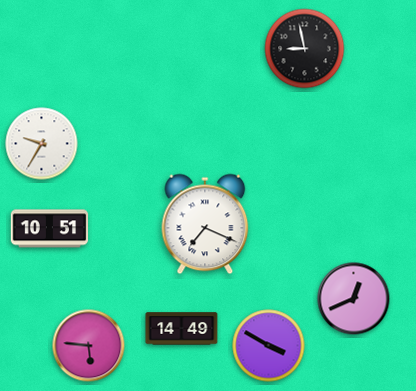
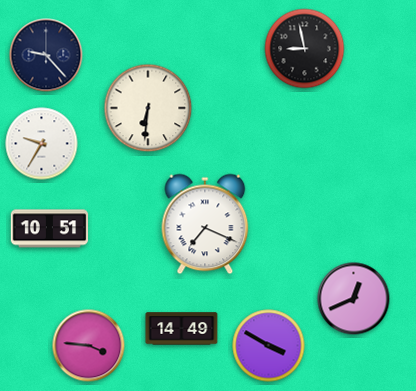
clock at (46, 55): none -> 9:23
clock at (148, 108): none -> 6:31
clock at (89, 346): 5:46 -> 3:46
